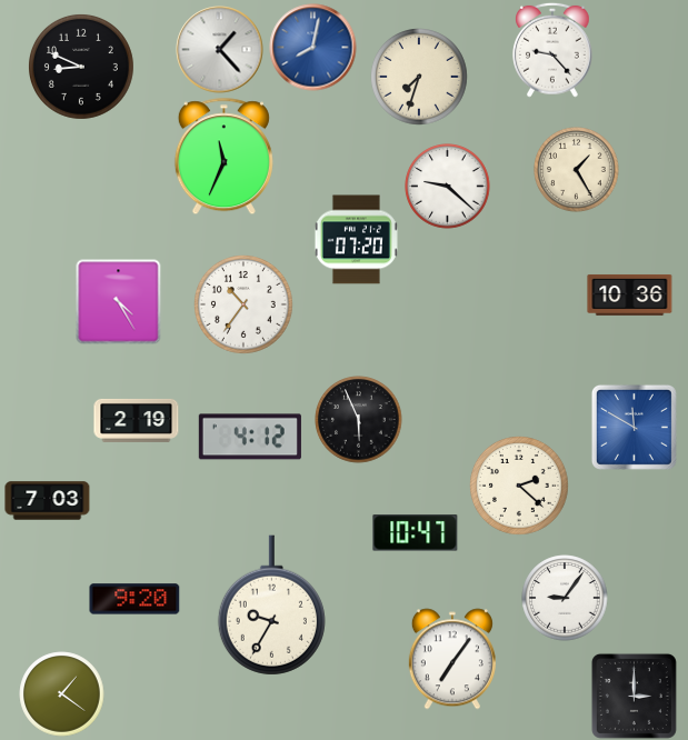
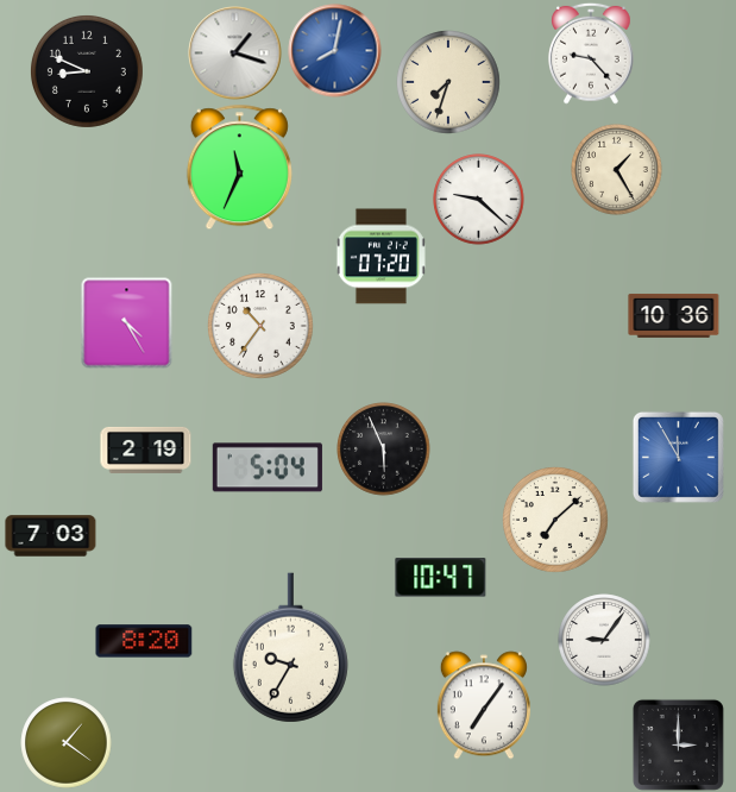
clock at (220, 50): 1:23 -> 1:18
clock at (577, 170) position: (577, 170) -> (617, 170)
clock at (634, 427): 11:50 -> 11:55
clock at (250, 437): 4:12 -> 5:04
clock at (520, 487): 2:22 -> 7:08
clock at (416, 533) position: (416, 533) -> (441, 578)
clock at (134, 599): 9:20 -> 8:20
